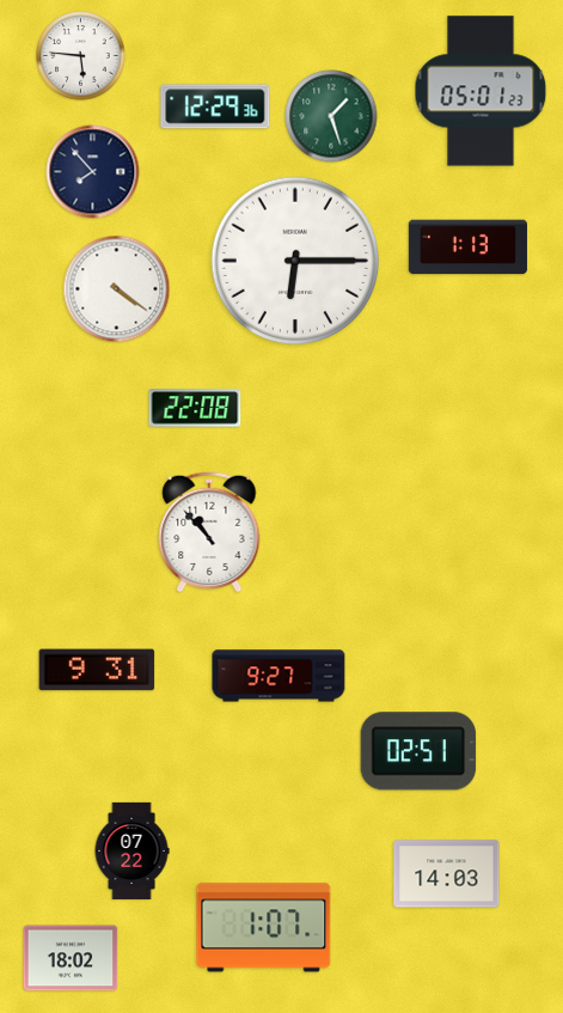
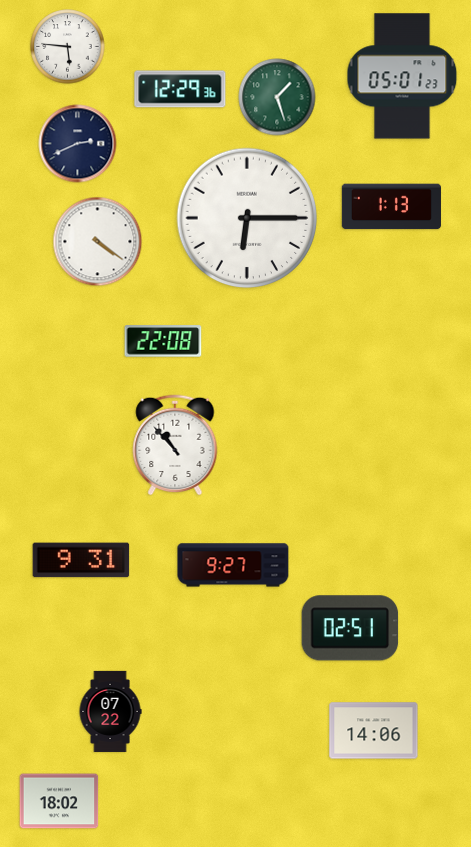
clock at (93, 172): 7:53 -> 2:41
clock at (447, 874): 14:03 -> 14:06
clock at (264, 928): 1:07 -> none
